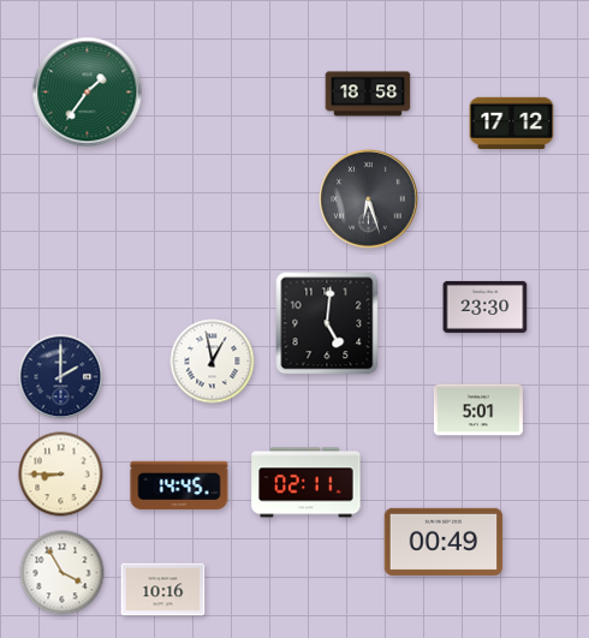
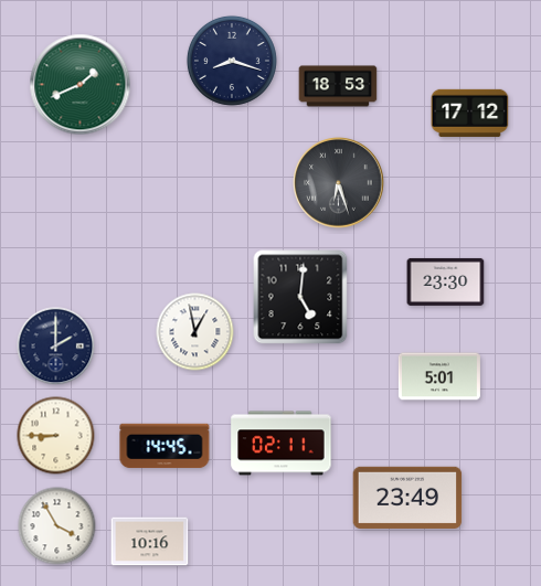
clock at (232, 61): none -> 8:18
clock at (88, 93): 1:36 -> 1:41
clock at (368, 94): 18:58 -> 18:53
clock at (444, 542): 00:49 -> 23:49
